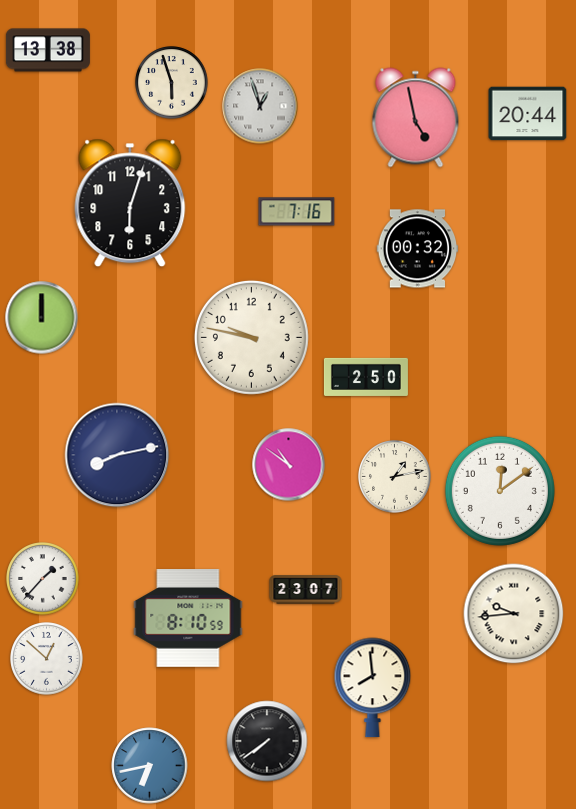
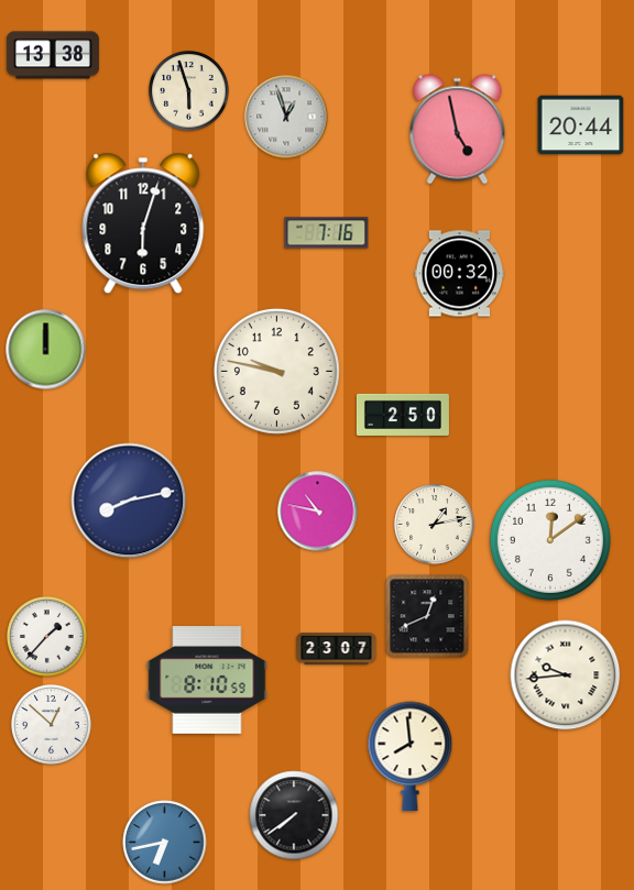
clock at (289, 465): 10:51 -> 10:47
clock at (427, 616): none -> 12:41
